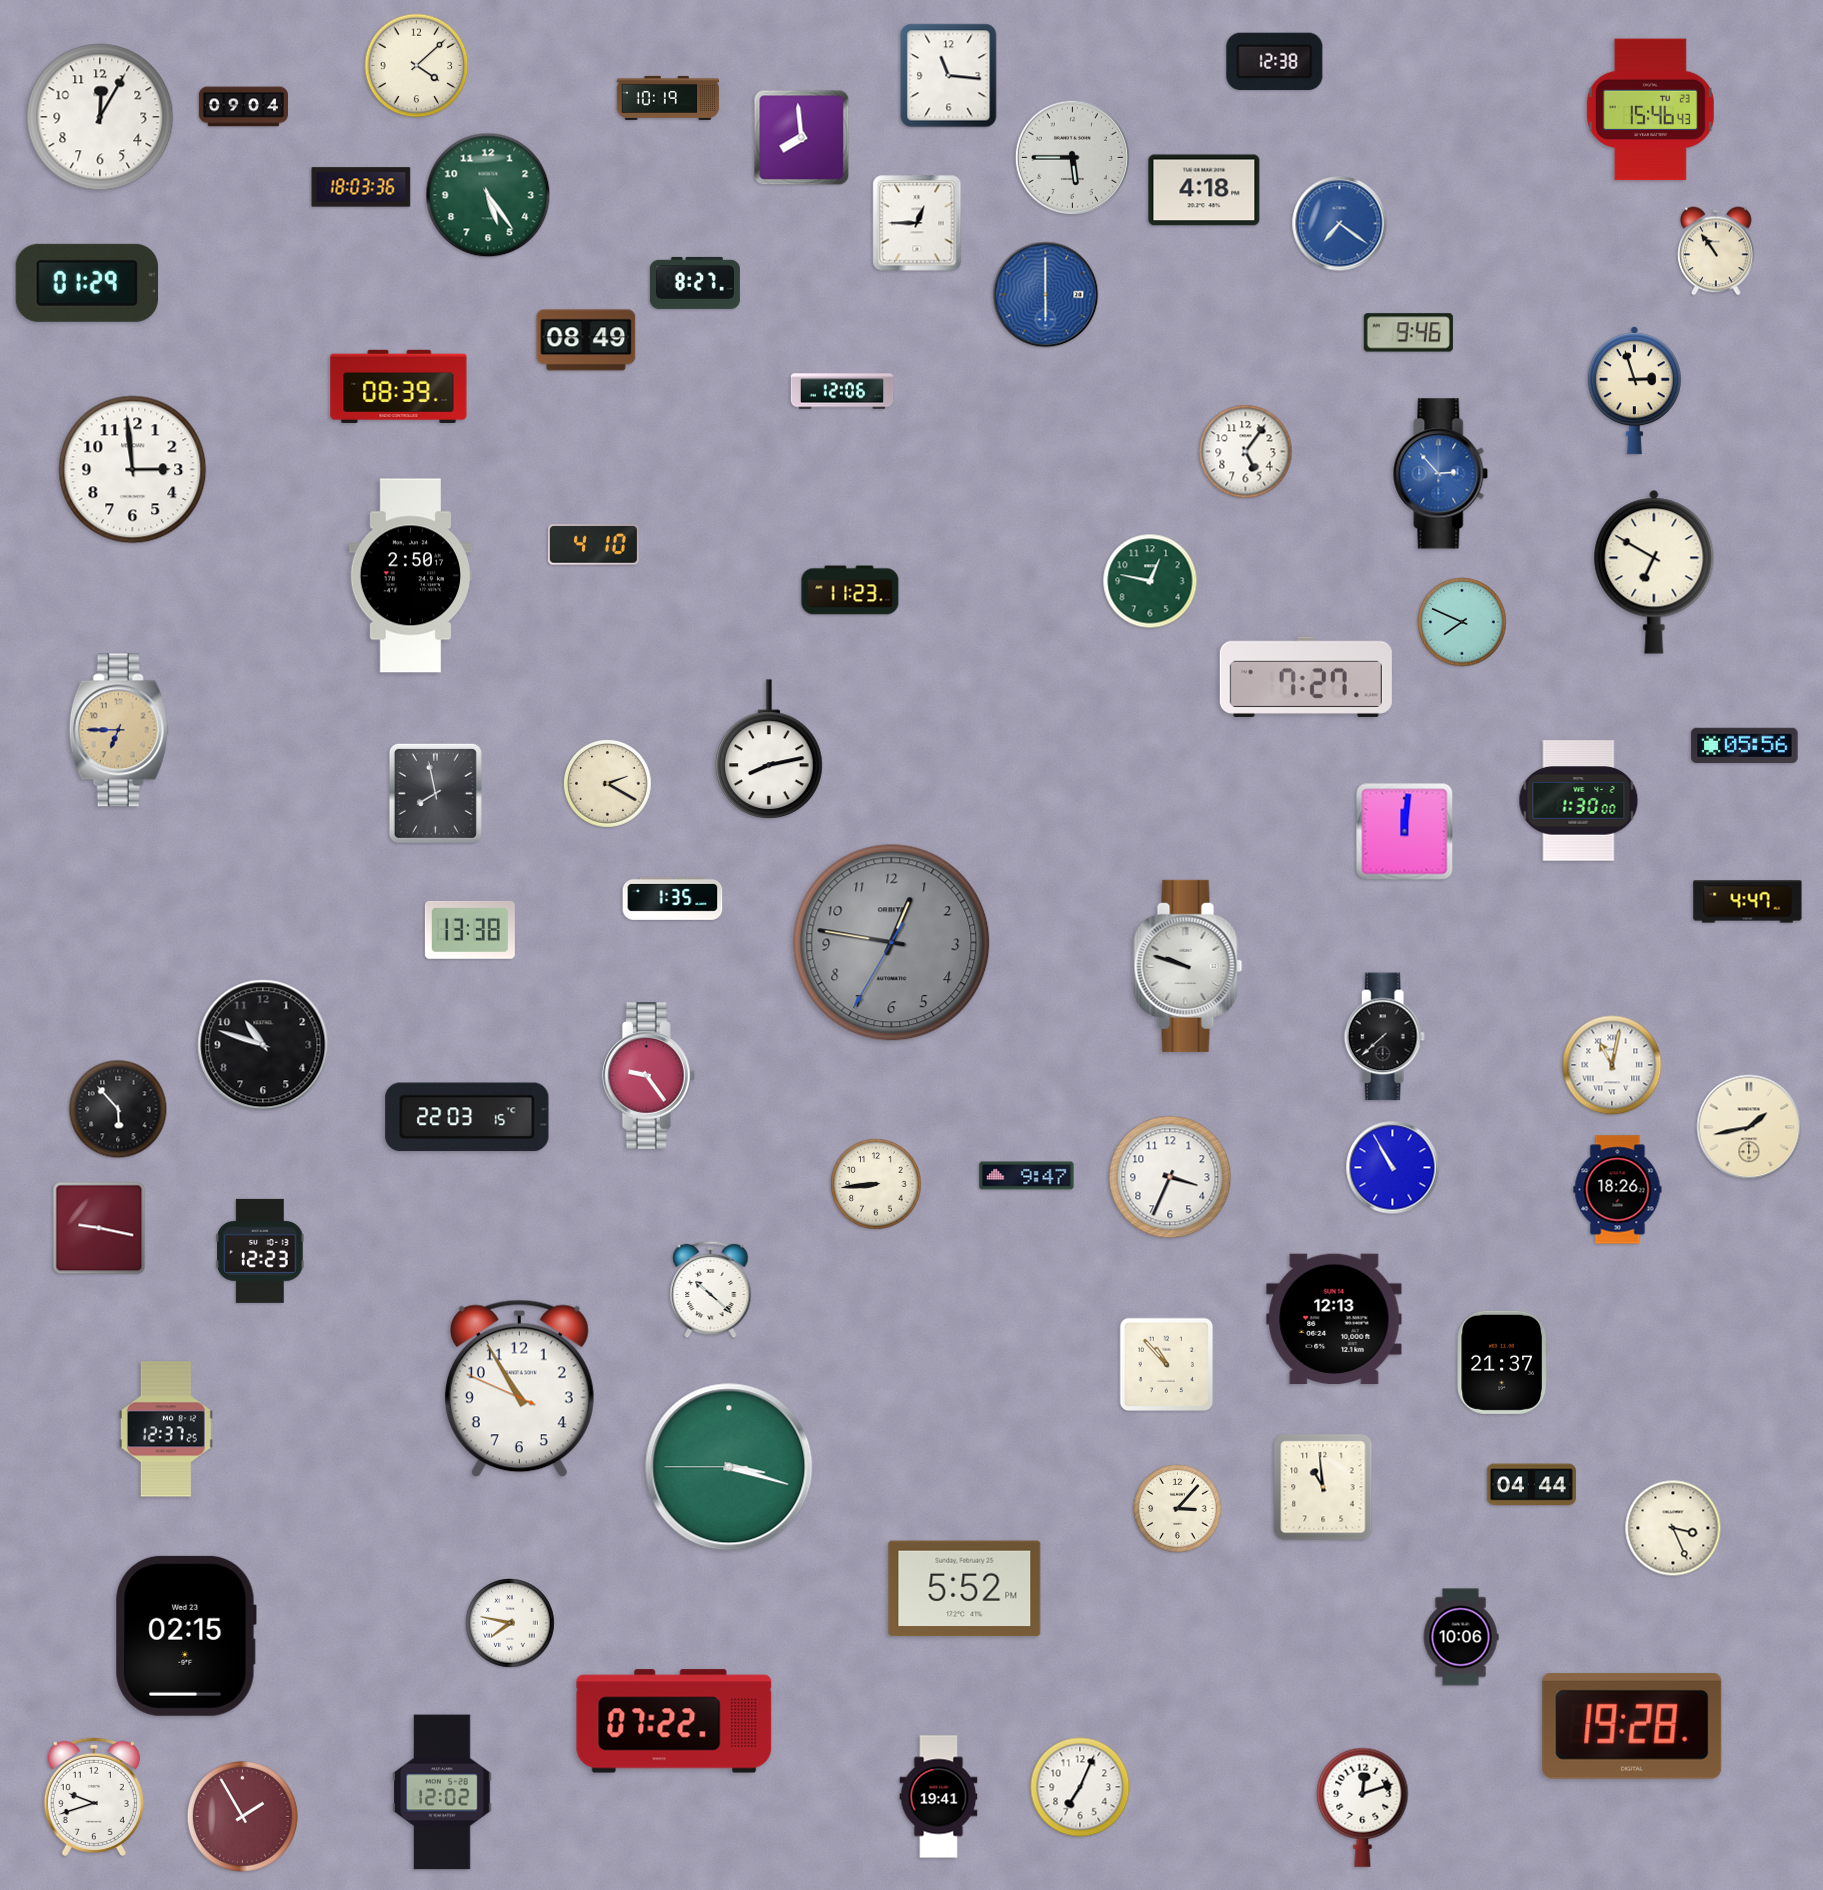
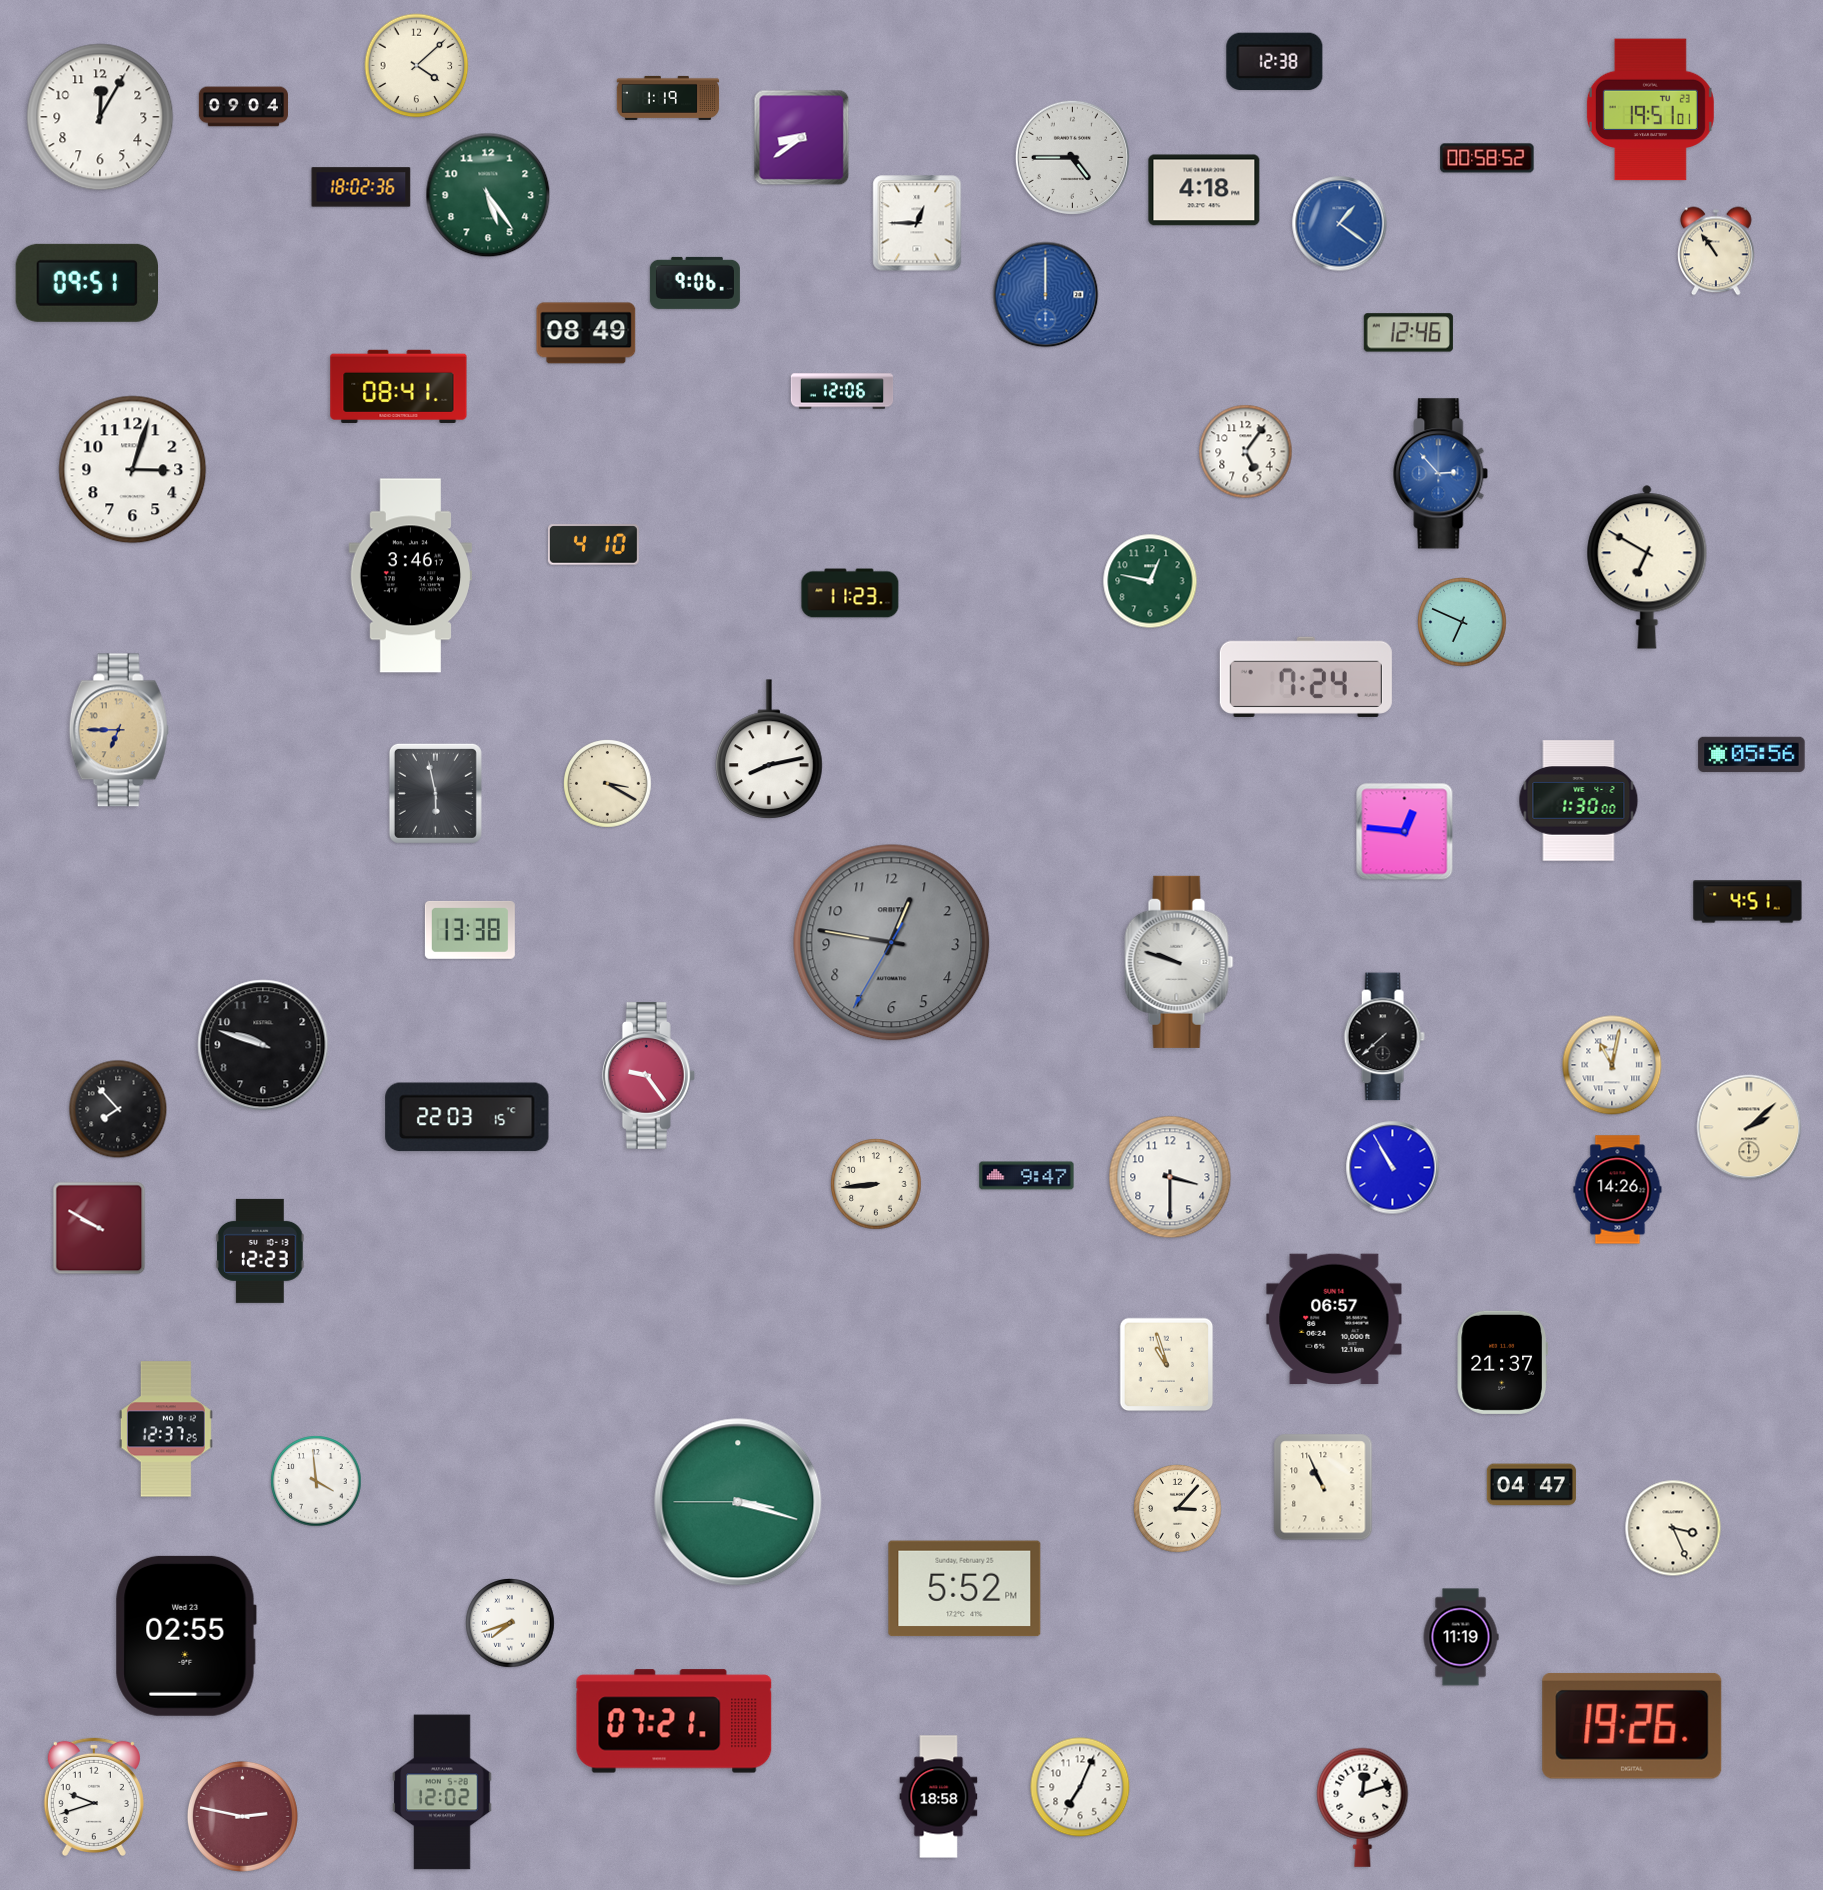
clock at (949, 76): 11:16 -> none
clock at (668, 98): 10:19 -> 1:19
clock at (1650, 110): 15:46 -> 19:51
clock at (802, 138): 7:59 -> 8:39
clock at (1072, 157): 5:45 -> 4:45
clock at (1487, 158): none -> 00:58
clock at (361, 187): 18:03 -> 18:02
clock at (1340, 224): 7:21 -> 1:21
clock at (86, 283): 01:29 -> 09:51
clock at (695, 283): 8:27 -> 9:06
clock at (1046, 295): 6:00 -> 12:00
clock at (1408, 333): 9:46 -> 12:46
clock at (586, 340) position: (586, 340) -> (586, 333)
clock at (399, 386): 08:39 -> 08:41
clock at (1634, 391): 2:57 -> none
clock at (133, 470): 2:59 -> 3:03
clock at (1654, 572) position: (1654, 572) -> (1647, 567)
clock at (410, 576): 2:50 -> 3:46
clock at (850, 590) position: (850, 590) -> (850, 593)
clock at (1462, 622): 7:49 -> 6:49
clock at (1306, 677): 7:27 -> 7:24
clock at (1745, 745) position: (1745, 745) -> (1752, 754)
clock at (608, 784): 2:20 -> 3:20
clock at (435, 793): 7:58 -> 5:58
clock at (1405, 832): 12:01 -> 12:46
clock at (673, 898): 1:35 -> none
clock at (1748, 902): 4:47 -> 4:51
clock at (1188, 966) position: (1188, 966) -> (1179, 962)
clock at (263, 1045): 10:48 -> 9:48
clock at (118, 1109): 5:53 -> 7:53
clock at (1749, 1127): 1:43 -> 2:08
clock at (1170, 1177): 3:34 -> 3:30
clock at (1618, 1190): 18:26 -> 14:26
clock at (99, 1228): 9:17 -> 9:50
clock at (711, 1290): 10:22 -> none
clock at (1334, 1318): 12:13 -> 06:57
clock at (1167, 1365): 10:53 -> 10:57
clock at (519, 1389): 10:54 -> none
clock at (729, 1467) position: (729, 1467) -> (738, 1502)
clock at (316, 1481): none -> 3:59
clock at (1531, 1485): 04:44 -> 04:47
clock at (1323, 1487): 10:59 -> 10:56
clock at (510, 1623): 7:47 -> 7:42
clock at (186, 1636): 02:15 -> 02:55
clock at (1461, 1637): 10:06 -> 11:19
clock at (674, 1721): 07:22 -> 07:21
clock at (1632, 1726): 19:28 -> 19:26
clock at (939, 1797): 19:41 -> 18:58
clock at (242, 1816): 1:55 -> 2:47
